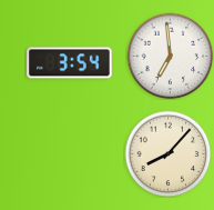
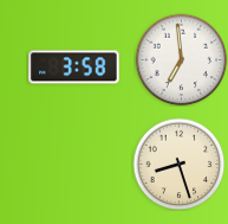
clock at (70, 63): 3:54 -> 3:58
clock at (167, 153): 8:07 -> 8:27
